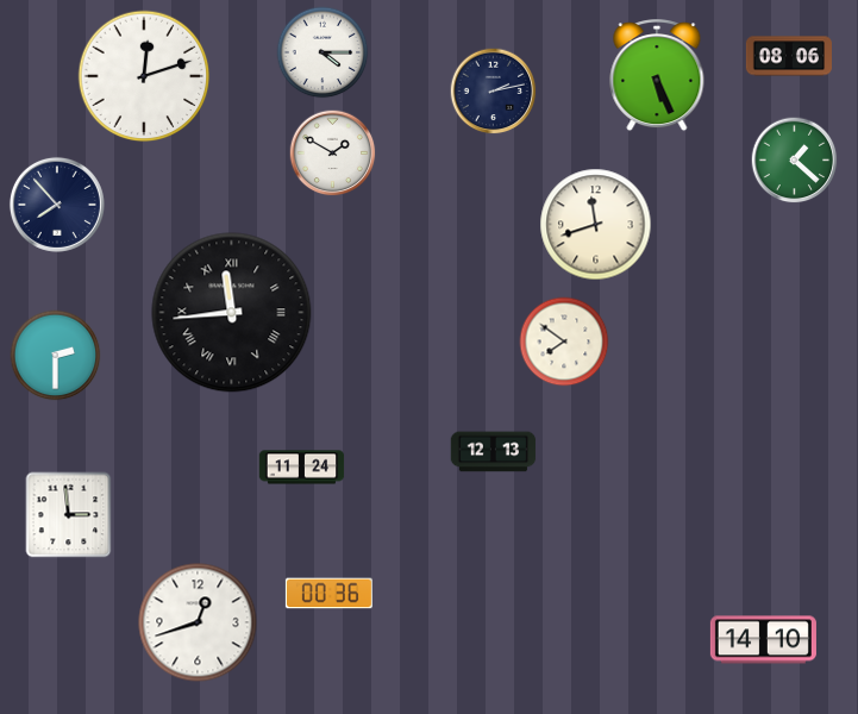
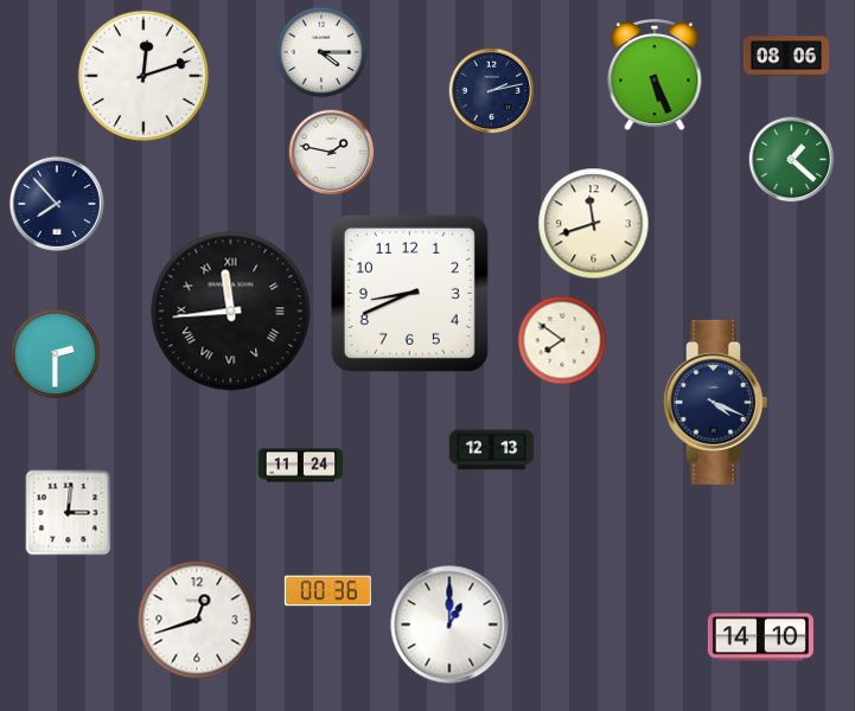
clock at (333, 154): 1:50 -> 1:47
clock at (409, 293): none -> 8:41
clock at (715, 402): none -> 4:19
clock at (69, 515): 2:59 -> 3:01
clock at (449, 624): none -> 1:00
